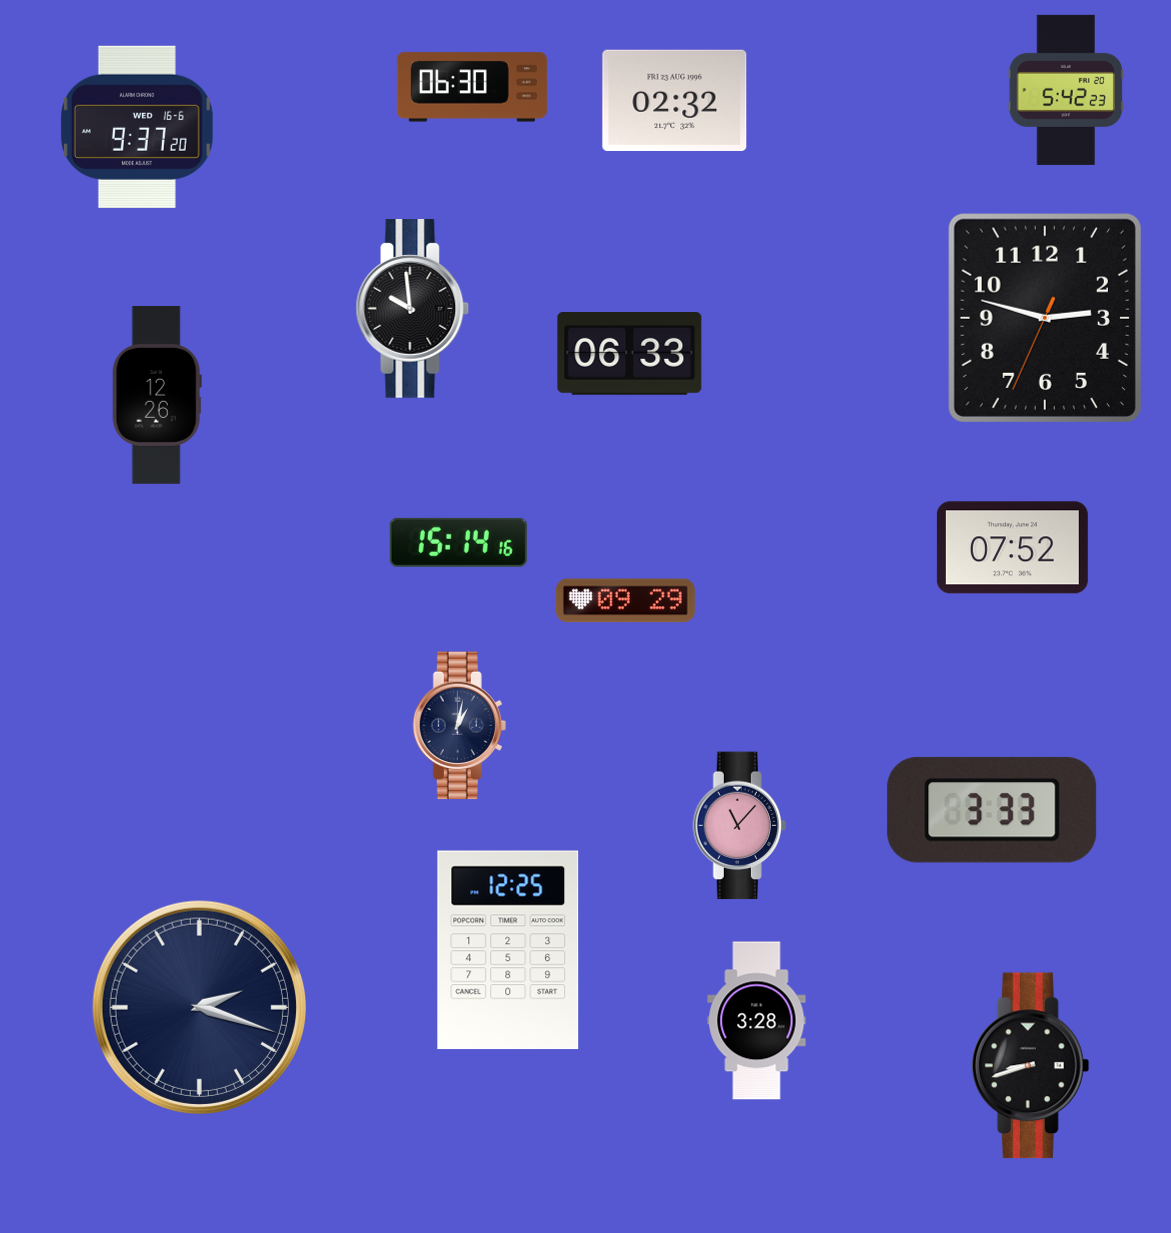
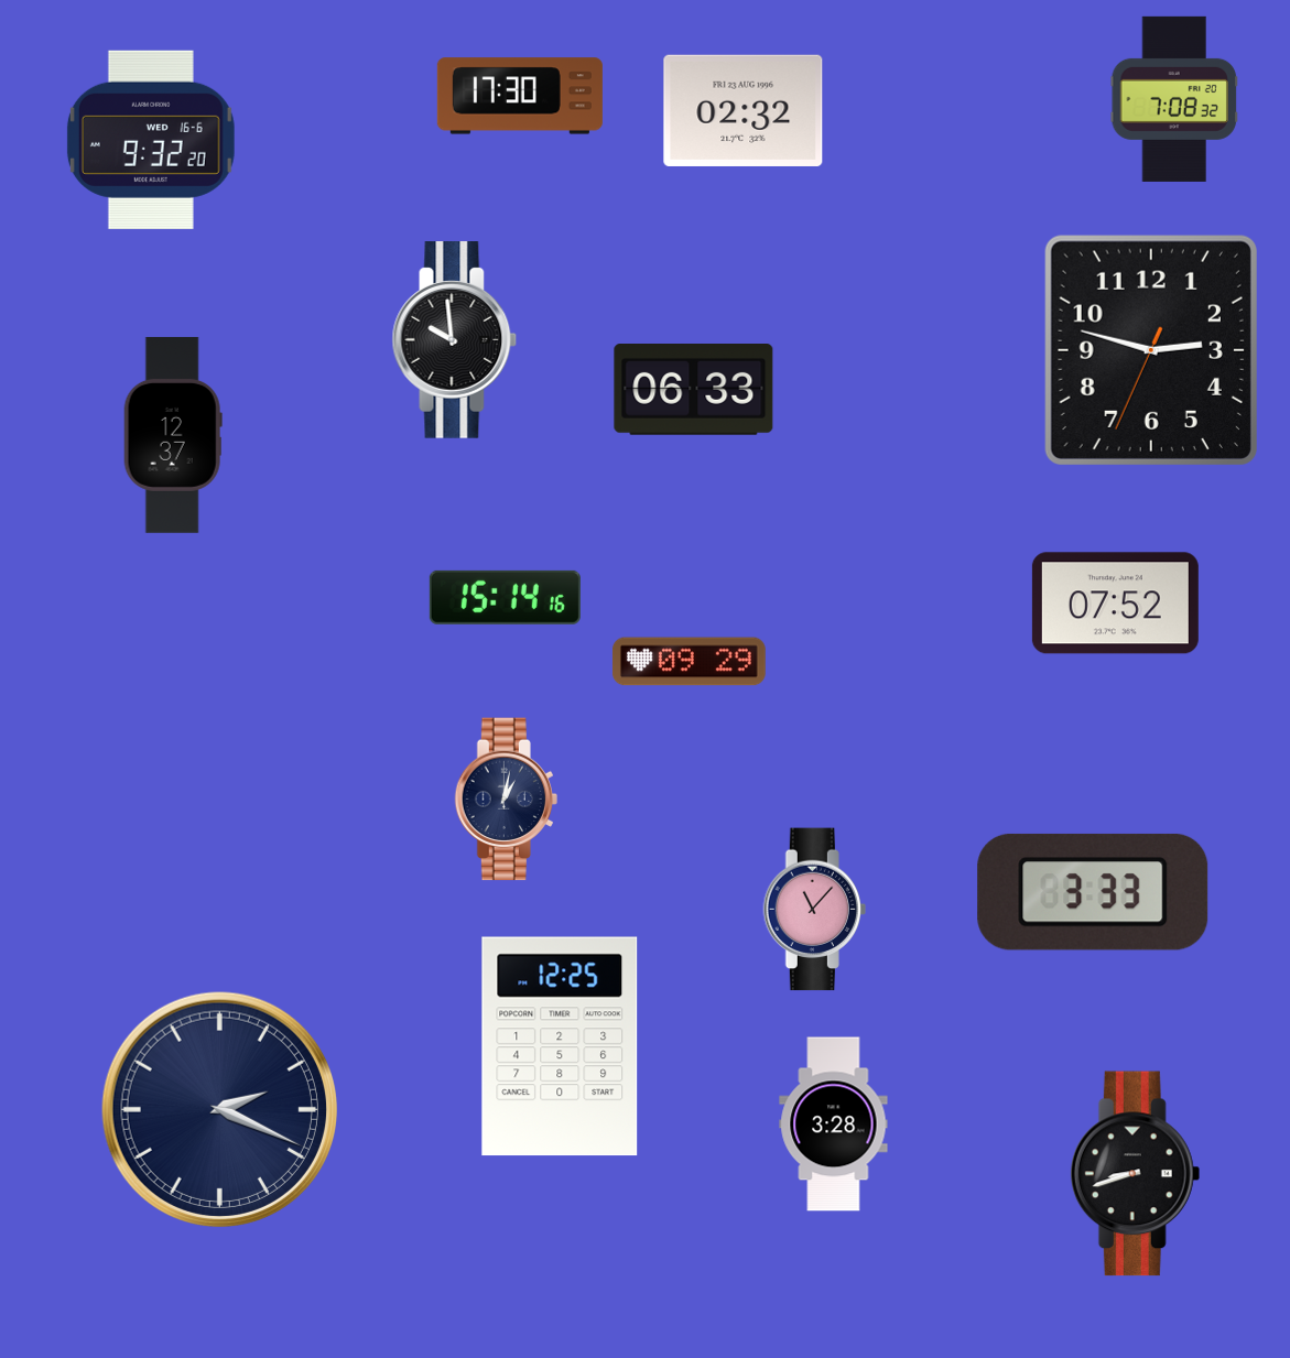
clock at (472, 87): 06:30 -> 17:30
clock at (1066, 90): 5:42 -> 7:08
clock at (137, 127): 9:37 -> 9:32
clock at (157, 395): 12:26 -> 12:37
clock at (199, 1007): 2:18 -> 2:19
